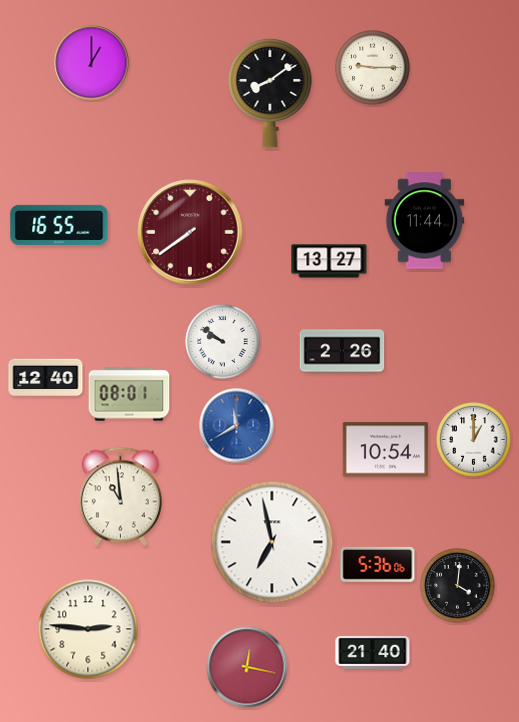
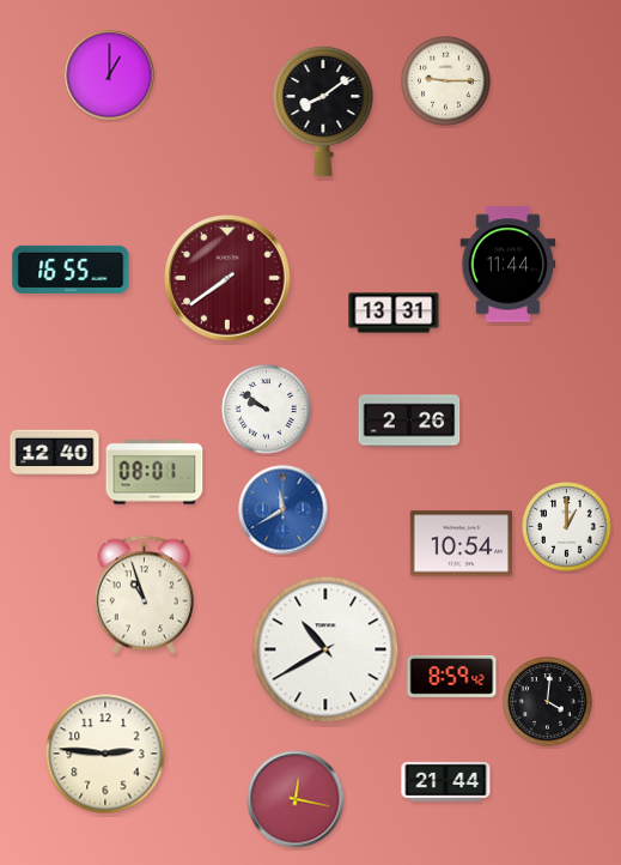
clock at (329, 261): 13:27 -> 13:31
clock at (386, 450) position: (386, 450) -> (462, 544)
clock at (120, 497): 10:59 -> 10:57
clock at (272, 542): 6:58 -> 10:40
clock at (378, 564): 5:36 -> 8:59
clock at (373, 652): 21:40 -> 21:44
